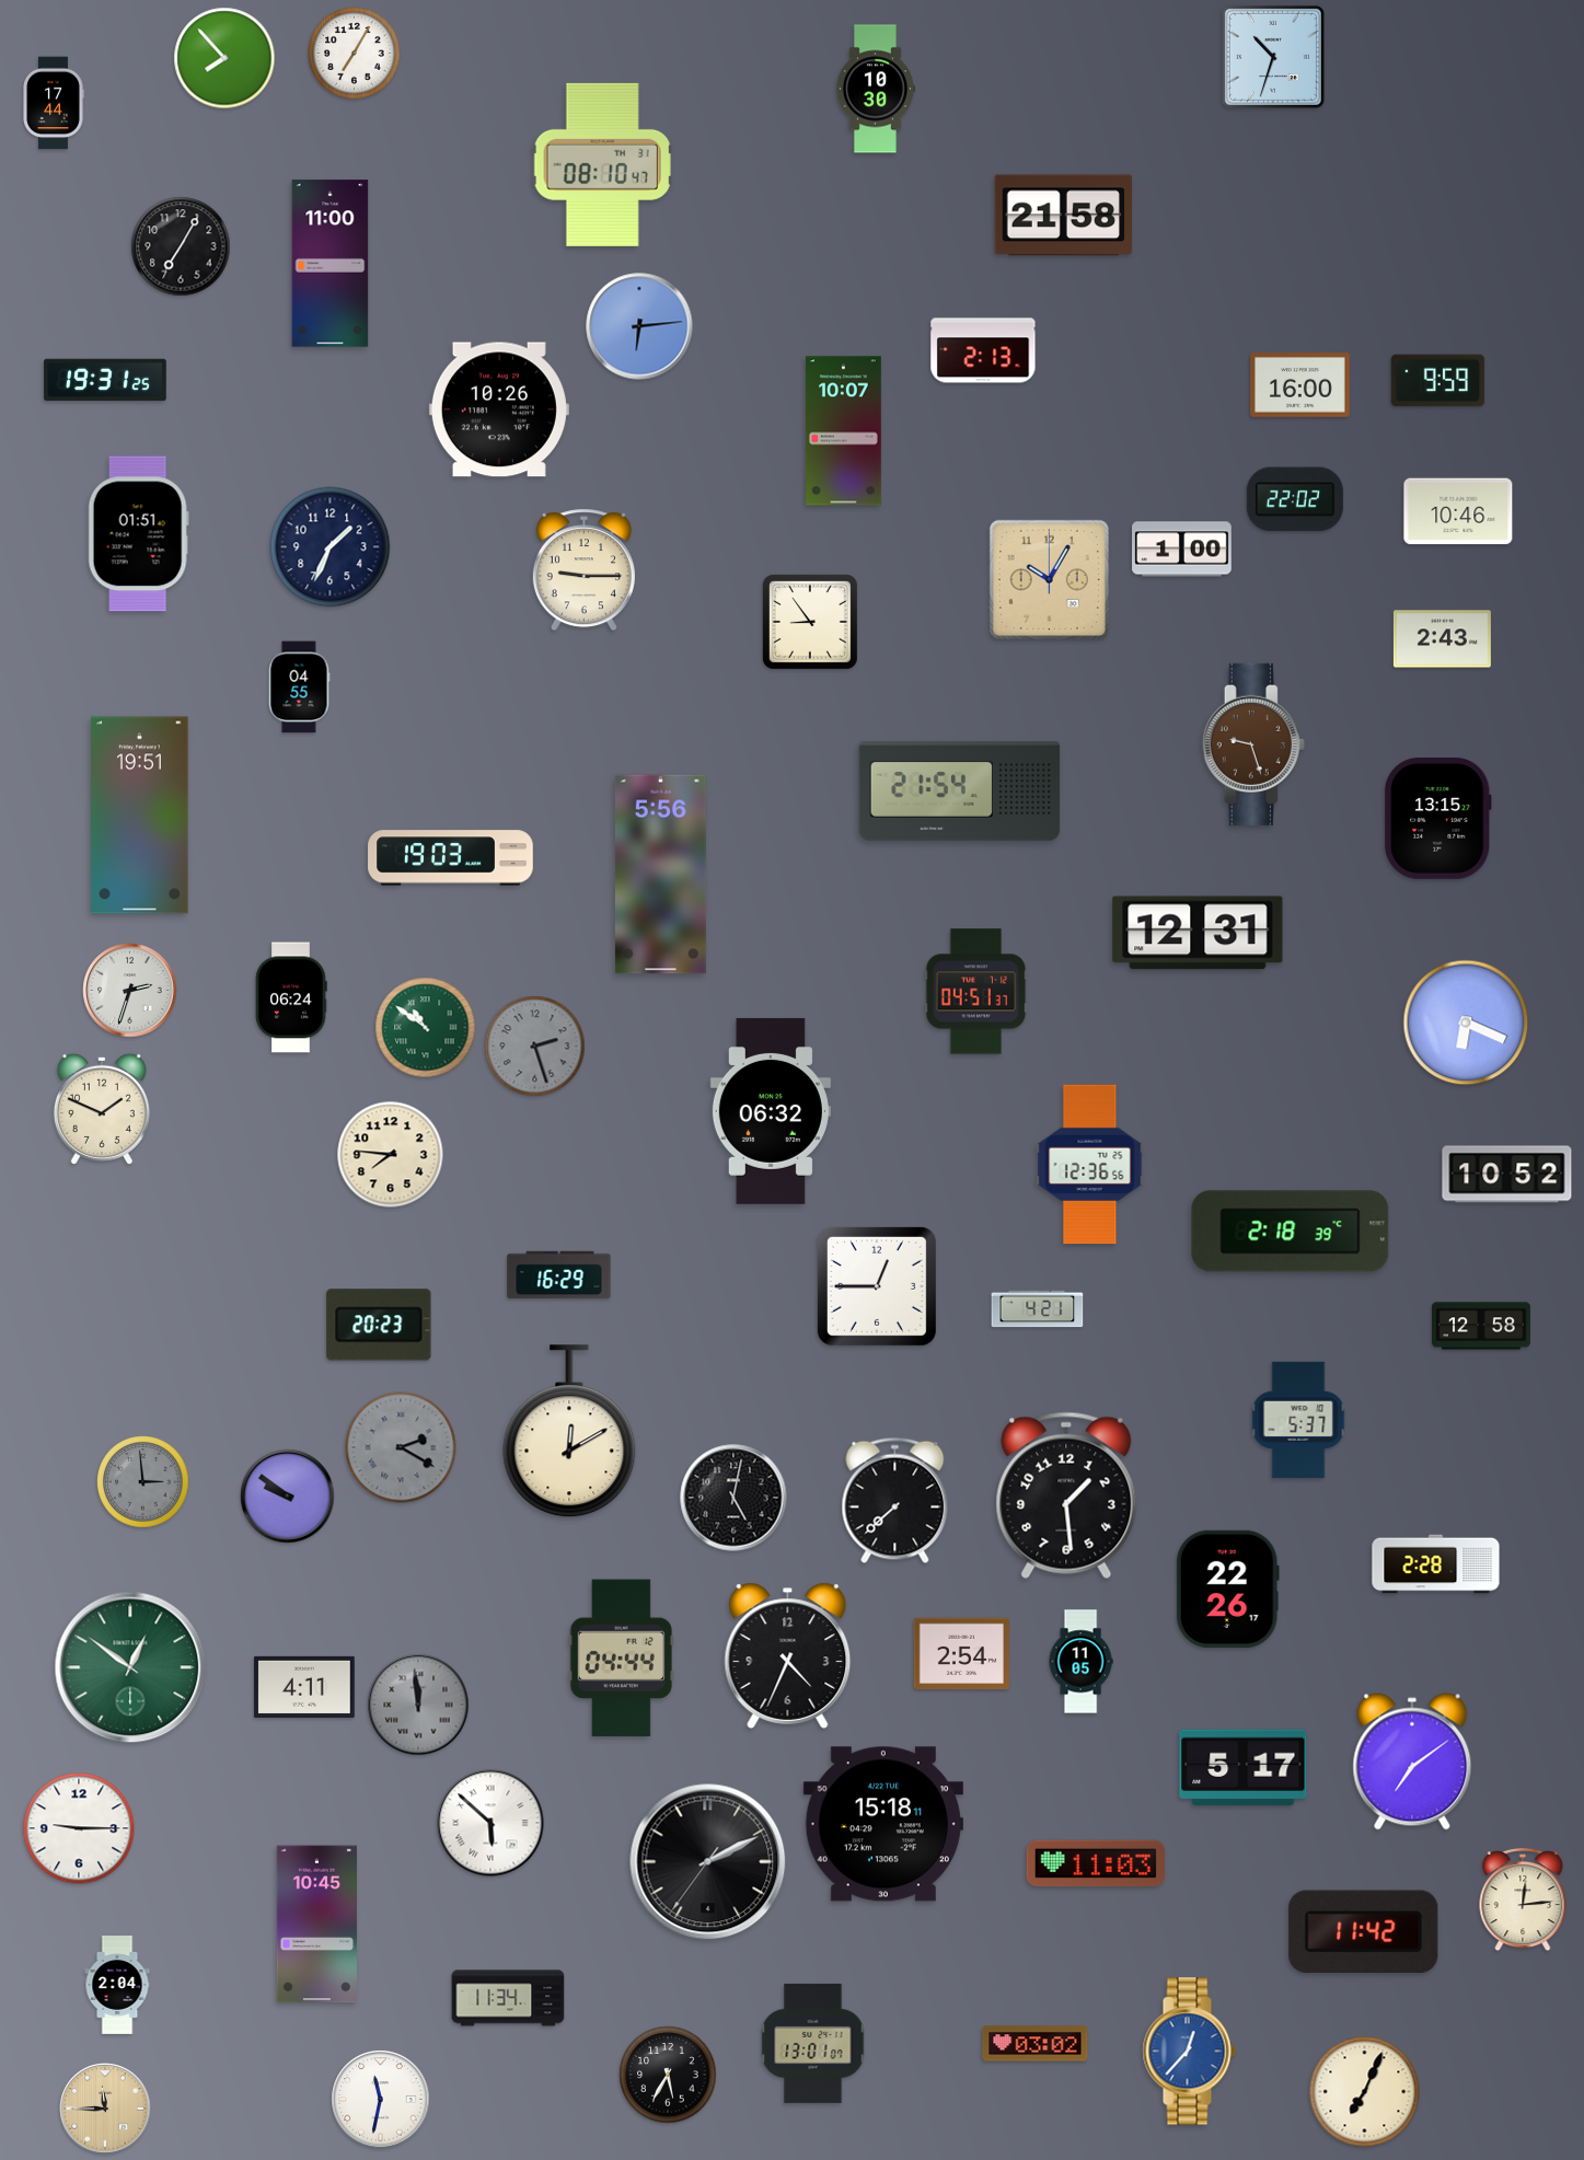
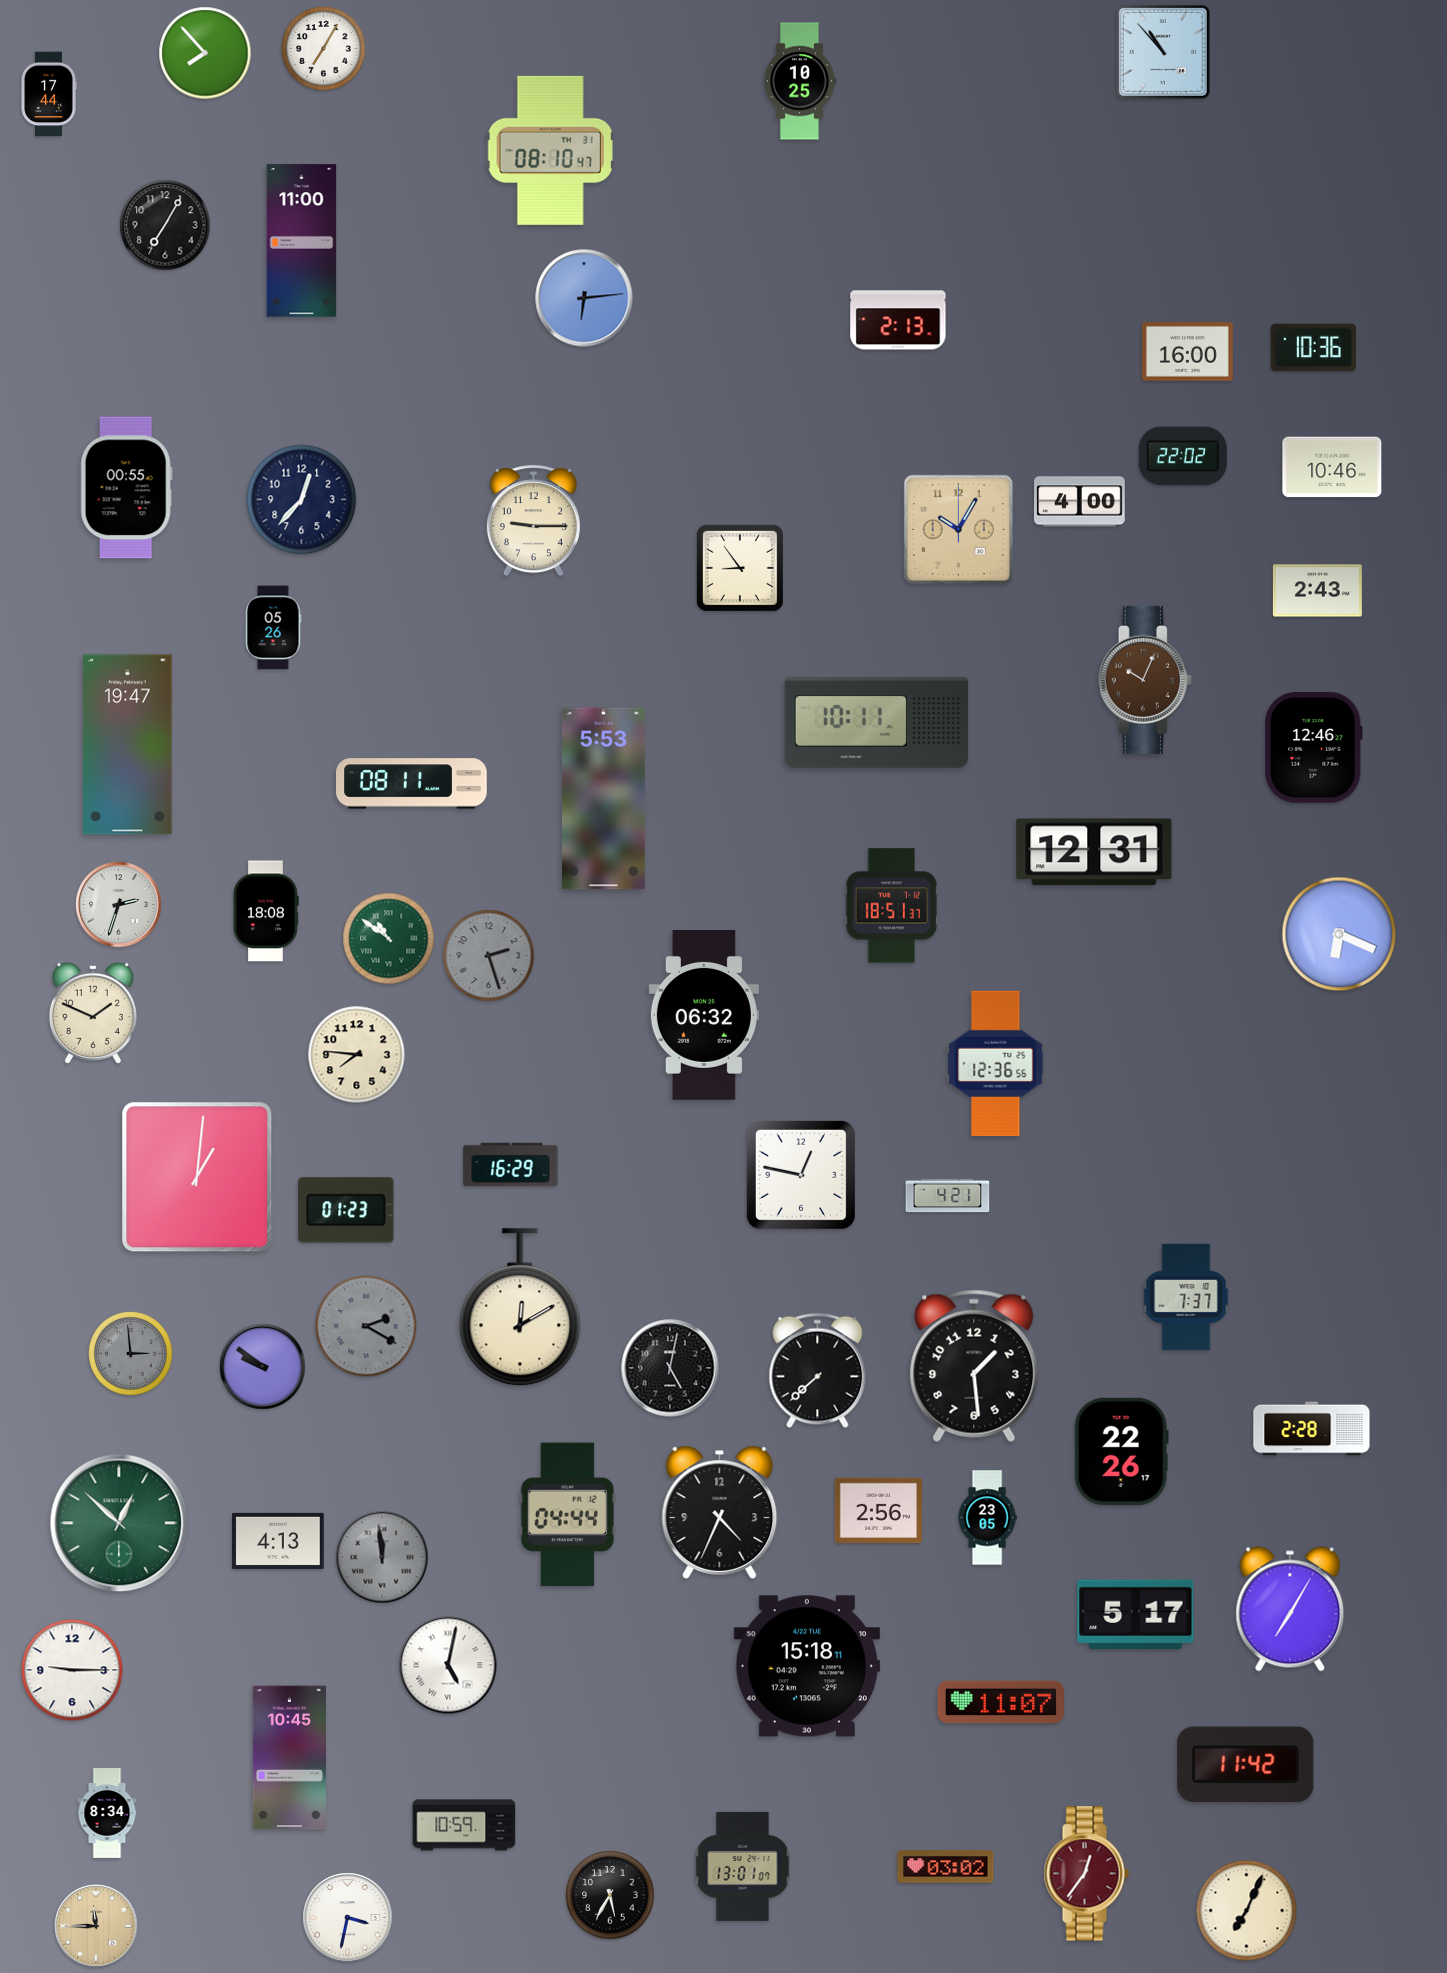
clock at (1273, 57): 10:33 -> 10:53
clock at (875, 89): 10:30 -> 10:25
clock at (1063, 216): 21:58 -> none
clock at (105, 380): 19:31 -> none
clock at (1438, 381): 9:59 -> 10:36
clock at (499, 409): 10:26 -> none
clock at (844, 431): 10:07 -> none
clock at (138, 534): 01:51 -> 00:55
clock at (331, 547): 1:34 -> 12:37
clock at (1182, 550): 1:00 -> 4:00
clock at (1442, 639) position: (1442, 639) -> (1317, 591)
clock at (299, 688): 04:55 -> 05:26
clock at (1253, 744): 9:27 -> 10:04
clock at (960, 792): 21:54 -> 10:11
clock at (140, 816): 19:51 -> 19:47
clock at (1438, 818): 13:15 -> 12:46
clock at (451, 858): 19:03 -> 08:11
clock at (660, 875): 5:56 -> 5:53
clock at (976, 992): 04:51 -> 18:51
clock at (291, 997): 06:24 -> 18:08
clock at (1507, 1175): 10:52 -> none
clock at (1291, 1232): 2:18 -> none
clock at (877, 1286): 12:45 -> 12:47
clock at (197, 1177): none -> 1:01
clock at (379, 1325): 20:23 -> 01:23
clock at (1481, 1326): 12:58 -> none
clock at (1298, 1420): 5:37 -> 7:37
clock at (401, 1447) position: (401, 1447) -> (366, 1326)
clock at (961, 1654): 2:54 -> 2:56
clock at (1080, 1662): 11:05 -> 23:05
clock at (130, 1667): 12:51 -> 12:52
clock at (304, 1687): 4:11 -> 4:13
clock at (1412, 1762): 7:09 -> 7:05
clock at (490, 1823): 5:52 -> 5:02
clock at (708, 1862): 2:10 -> none
clock at (1096, 1863): 11:03 -> 11:07
clock at (1523, 1901): 12:14 -> none
clock at (117, 1986): 2:04 -> 8:34
clock at (508, 1998): 11:34 -> 10:59
clock at (1189, 2052): 12:37 -> 12:36
clock at (1189, 2052) dial: blue -> burgundy
clock at (381, 2100): 11:32 -> 3:32
